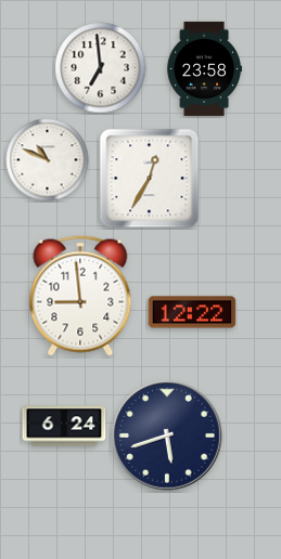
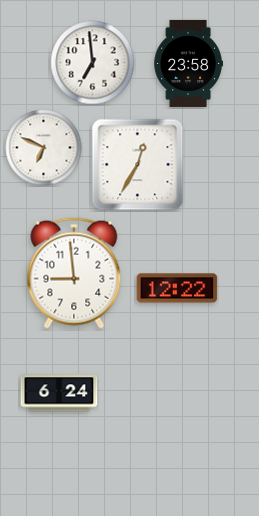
clock at (48, 160): 10:49 -> 6:49
clock at (168, 437): 5:42 -> none
